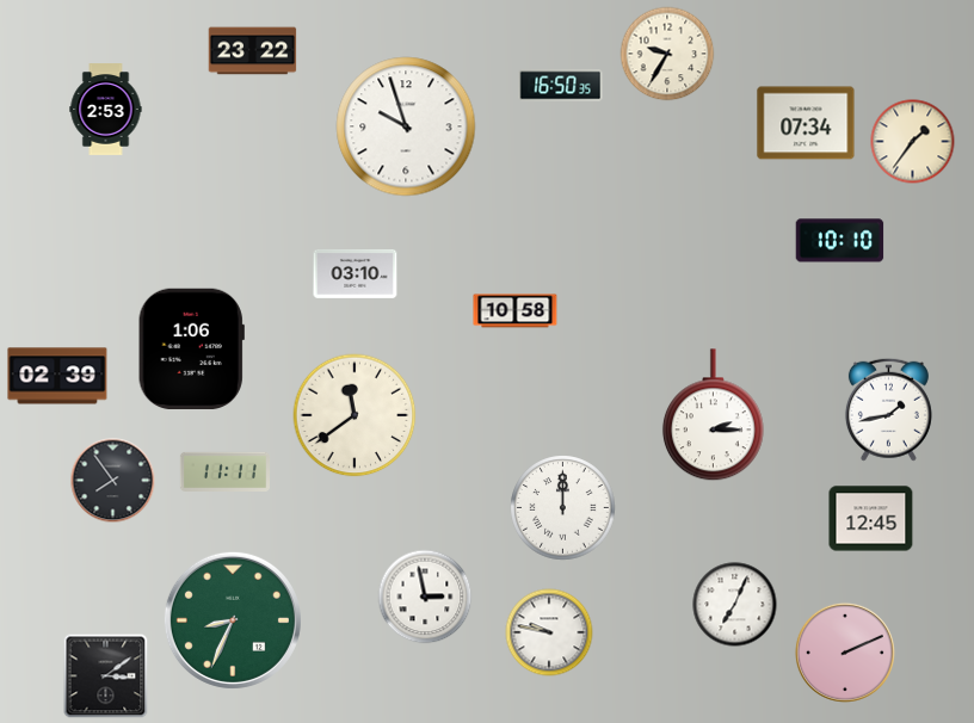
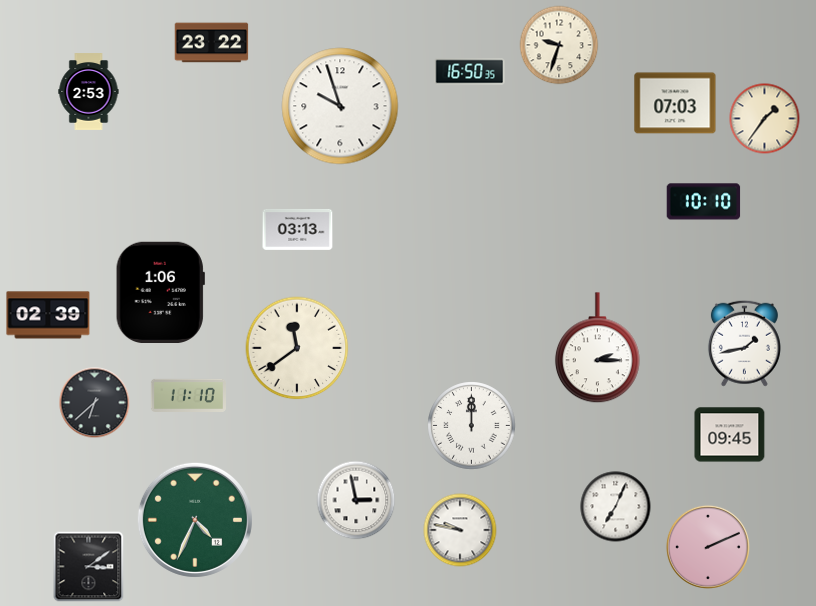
clock at (667, 54): 9:35 -> 9:33
clock at (806, 123): 07:34 -> 07:03
clock at (356, 273): 03:10 -> 03:13
clock at (516, 311): 10:58 -> none
clock at (224, 471): 11:11 -> 11:10
clock at (113, 481): 7:54 -> 6:38
clock at (871, 519): 12:45 -> 09:45
clock at (233, 620): 8:34 -> 4:34
